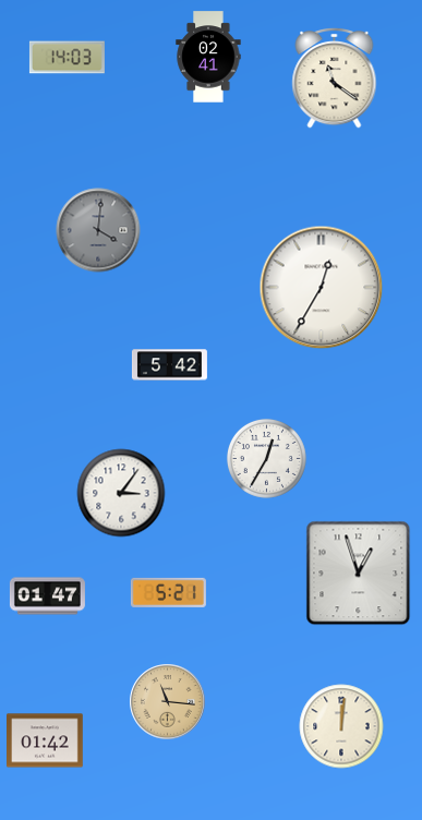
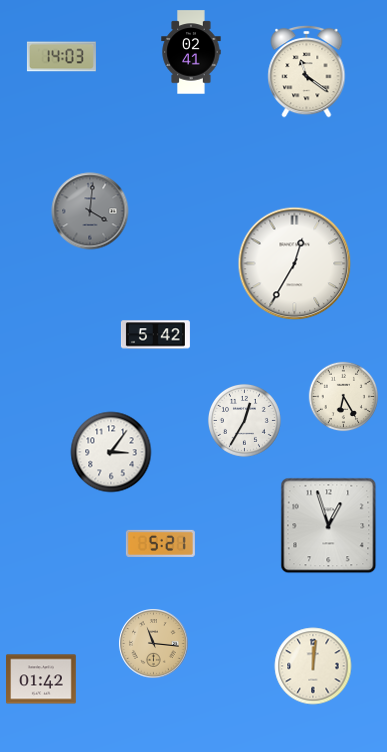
clock at (67, 58) position: (67, 58) -> (61, 57)
clock at (344, 397): none -> 6:25
clock at (168, 592) position: (168, 592) -> (160, 543)
clock at (47, 596): 01:47 -> none
